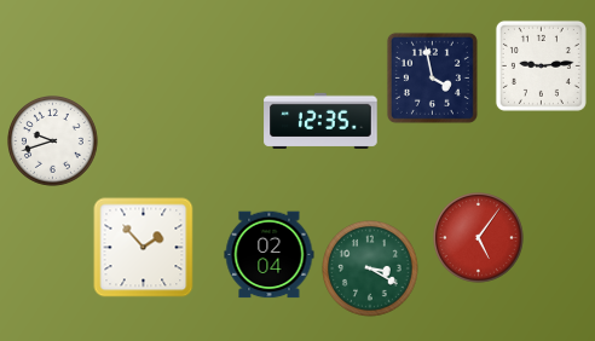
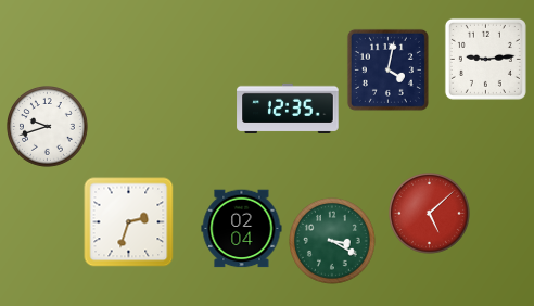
clock at (432, 77): 3:58 -> 4:02
clock at (479, 238): 5:06 -> 5:08
clock at (144, 248): 1:53 -> 2:33
